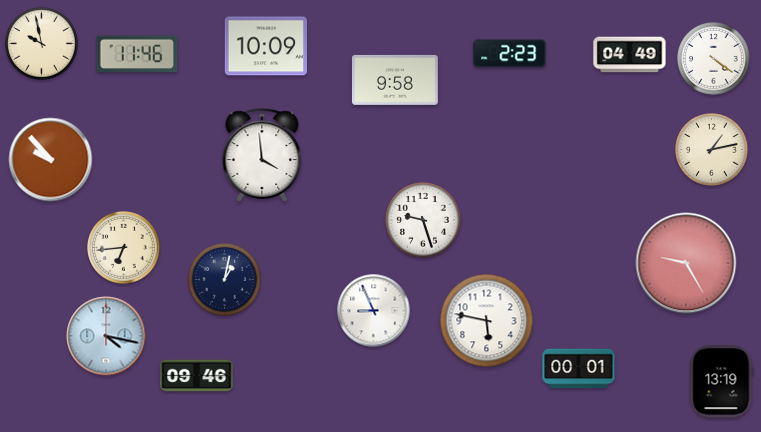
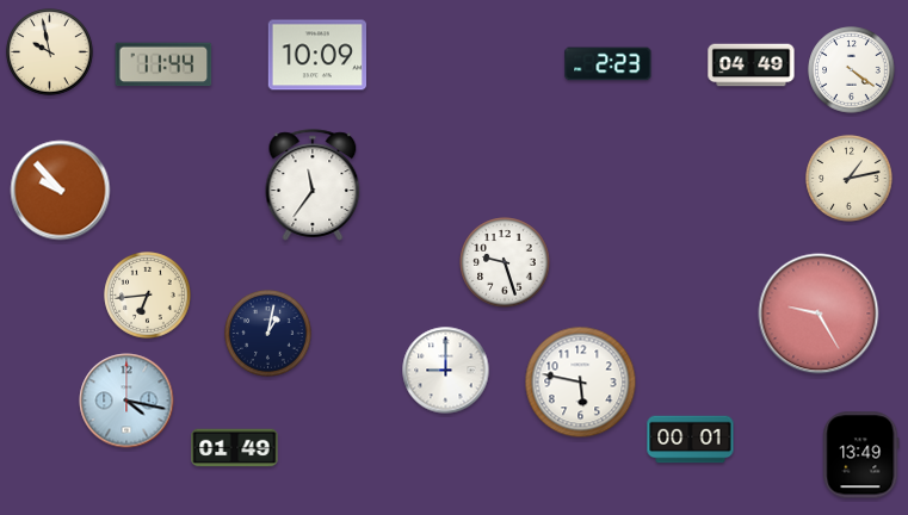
clock at (137, 54): 11:46 -> 11:44
clock at (395, 80): 9:58 -> none
clock at (262, 155): 3:59 -> 11:36
clock at (374, 311): 8:56 -> 9:00
clock at (197, 376): 09:46 -> 01:49
clock at (722, 382): 13:19 -> 13:49
